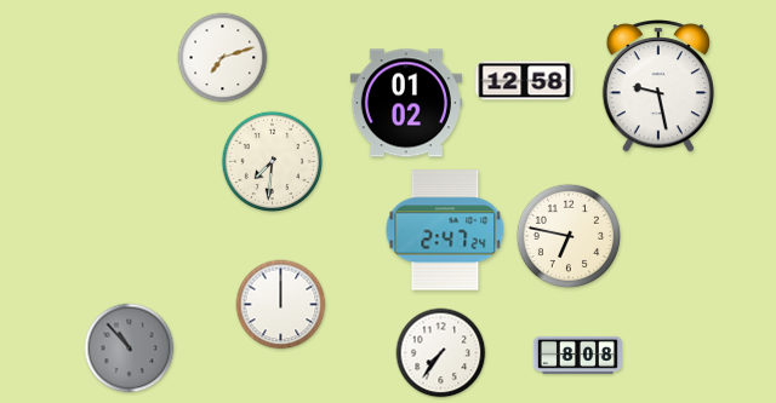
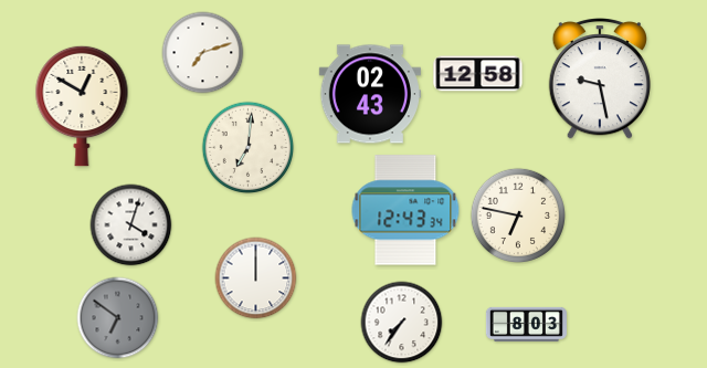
clock at (405, 103): 01:02 -> 02:43
clock at (82, 106): none -> 12:50
clock at (273, 162): 7:31 -> 7:01
clock at (445, 230): 2:47 -> 12:43
clock at (131, 225): none -> 4:03
clock at (130, 349): 10:53 -> 6:51
clock at (577, 355): 8:08 -> 8:03
